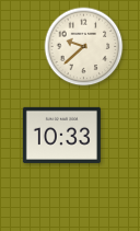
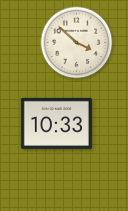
clock at (84, 47): 9:38 -> 3:52
